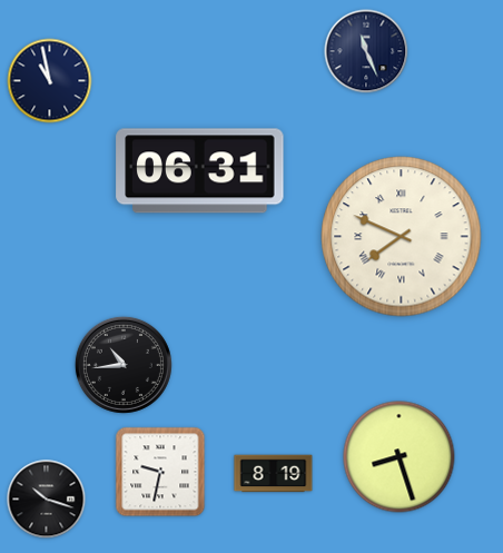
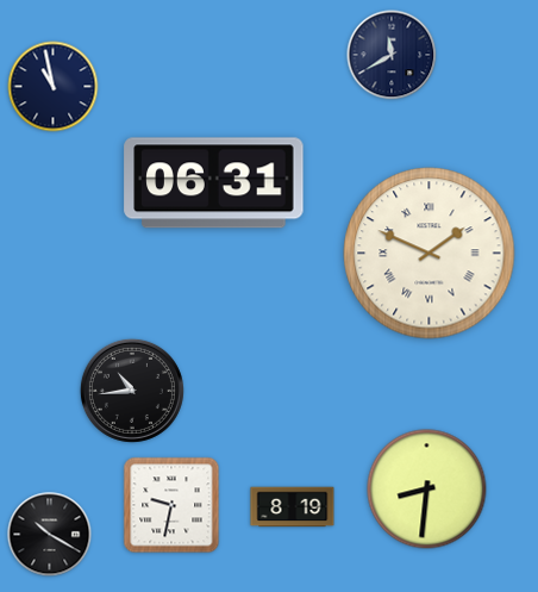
clock at (366, 51): 11:26 -> 11:40
clock at (402, 237): 7:49 -> 1:49
clock at (400, 457): 8:27 -> 8:31
clock at (47, 500): 10:18 -> 10:20
